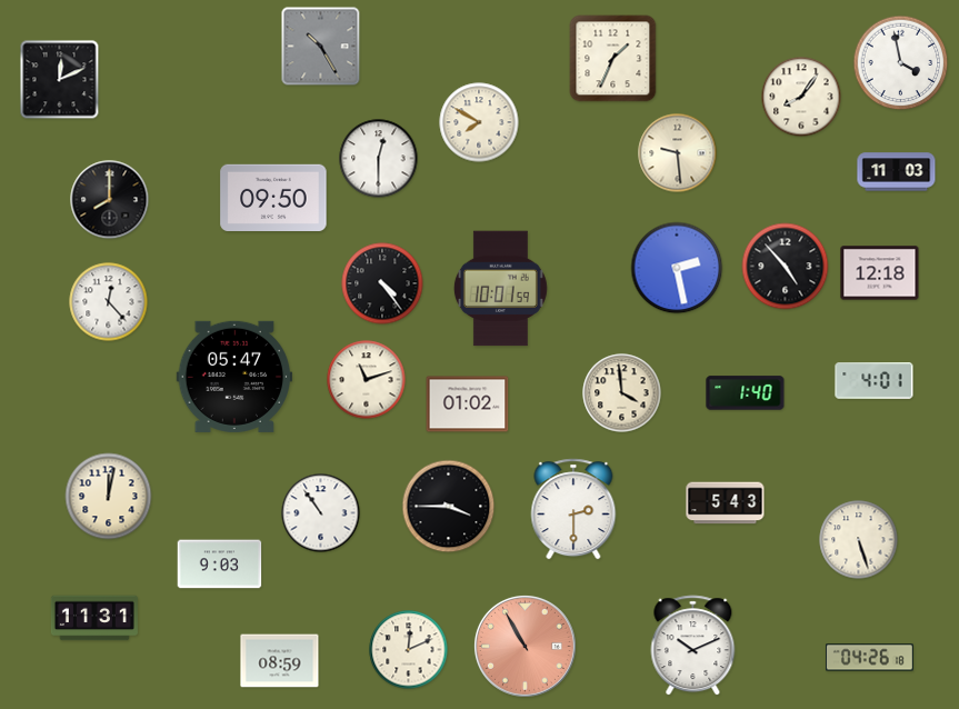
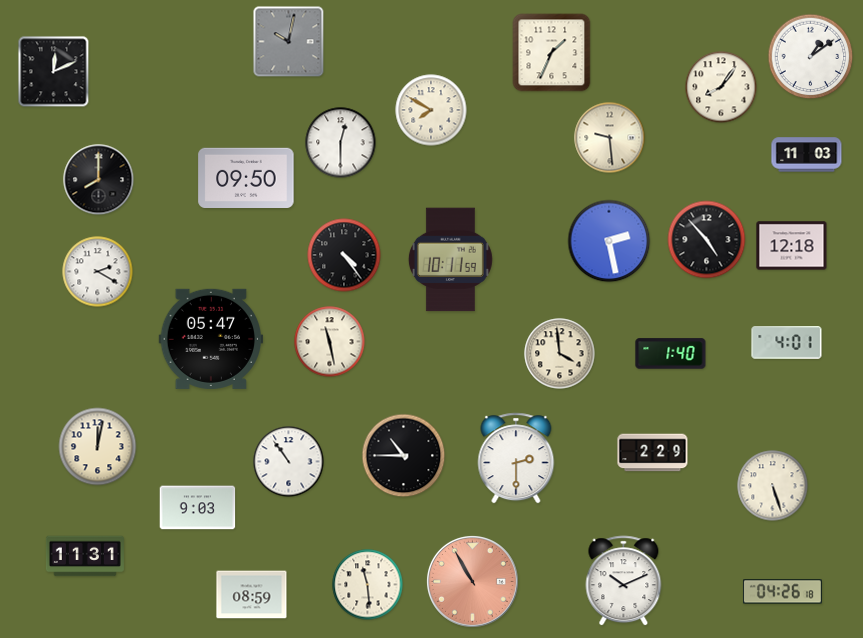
clock at (321, 47): 10:25 -> 10:02
clock at (901, 63): 3:58 -> 1:09
clock at (500, 289): 10:01 -> 10:11
clock at (109, 302): 12:23 -> 2:20
clock at (367, 380): 11:12 -> 11:28
clock at (468, 405): 01:02 -> none
clock at (726, 503): 5:43 -> 2:29
clock at (449, 507): 3:45 -> 10:45
clock at (409, 650): 12:11 -> 11:29
